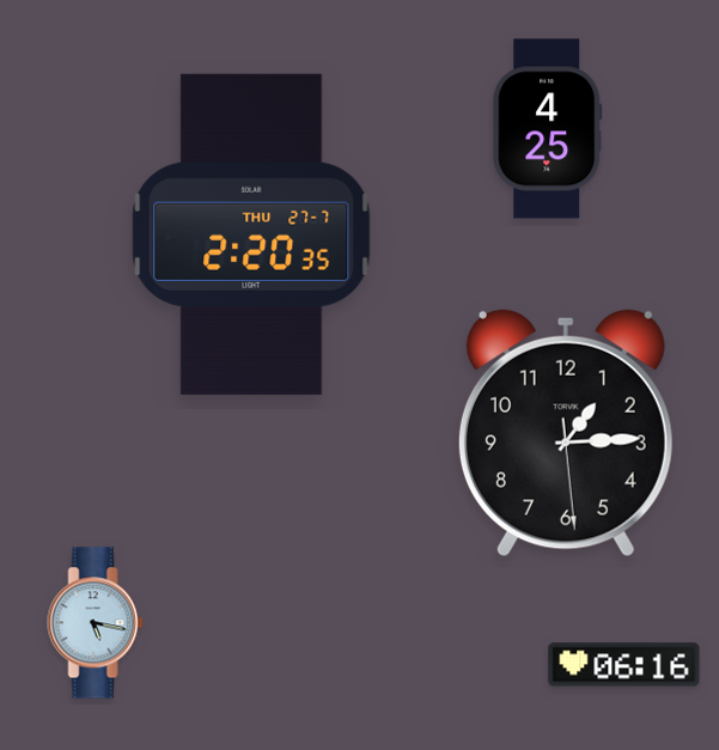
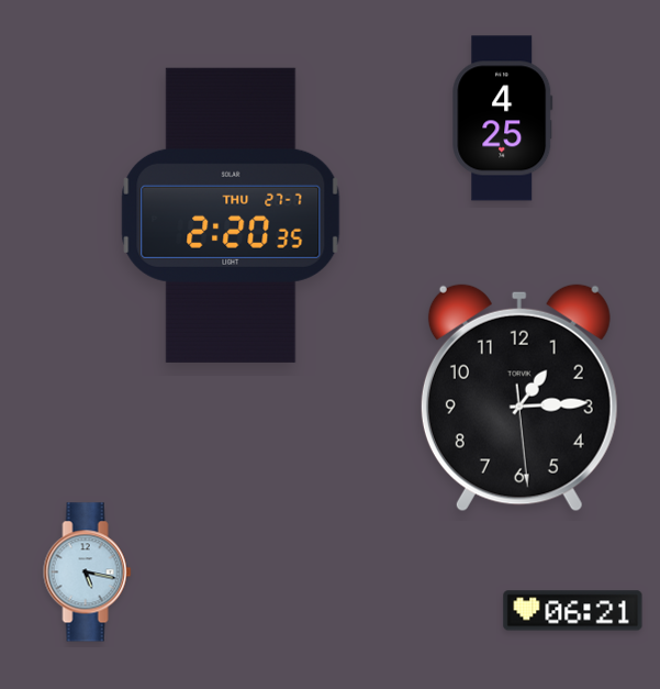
clock at (624, 665): 06:16 -> 06:21
